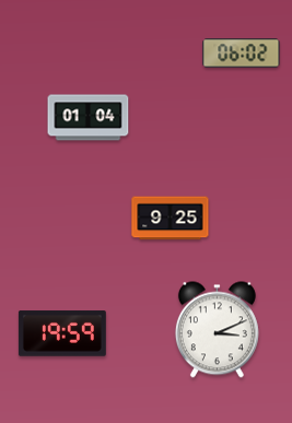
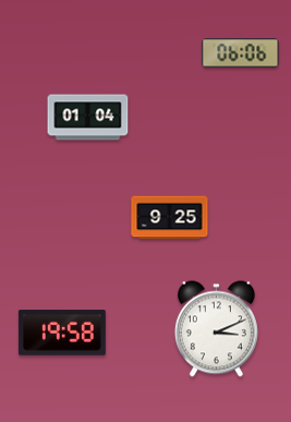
clock at (242, 54): 06:02 -> 06:06
clock at (62, 333): 19:59 -> 19:58
